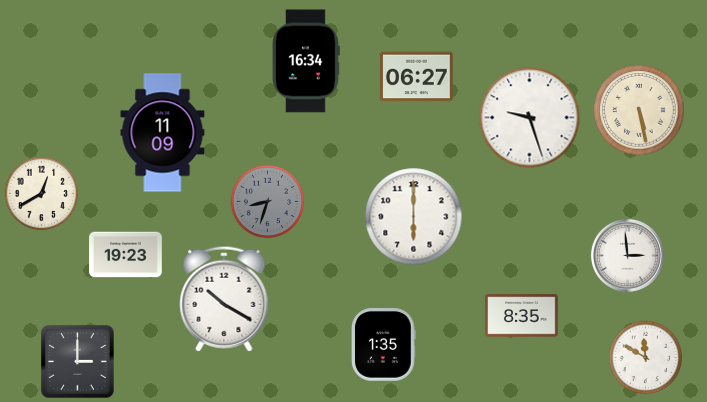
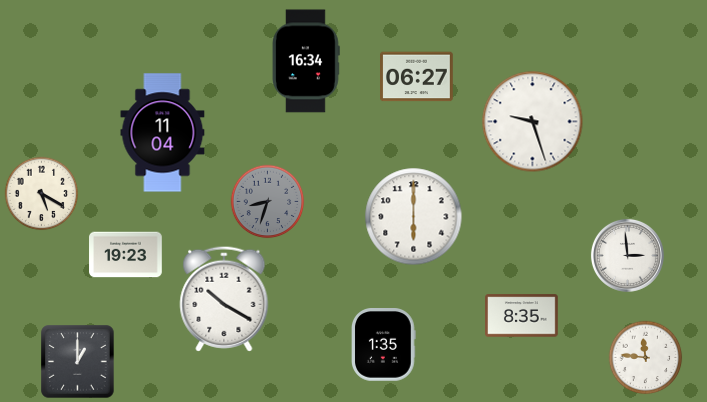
clock at (639, 110): 5:28 -> none
clock at (530, 118) position: (530, 118) -> (533, 122)
clock at (163, 133): 11:09 -> 11:04
clock at (42, 194): 12:40 -> 5:20
clock at (646, 358): 11:50 -> 11:46
clock at (78, 362): 3:00 -> 1:00
